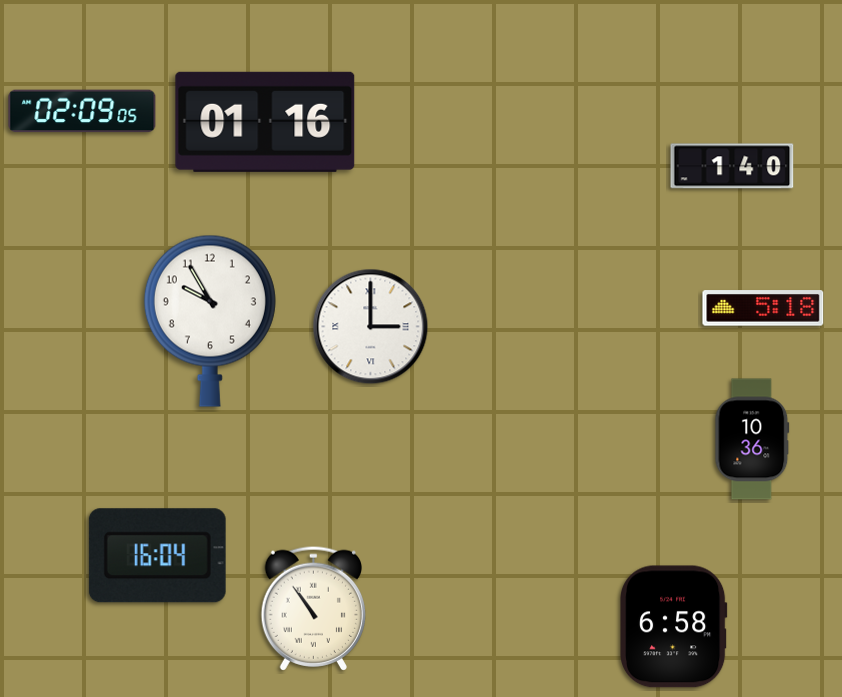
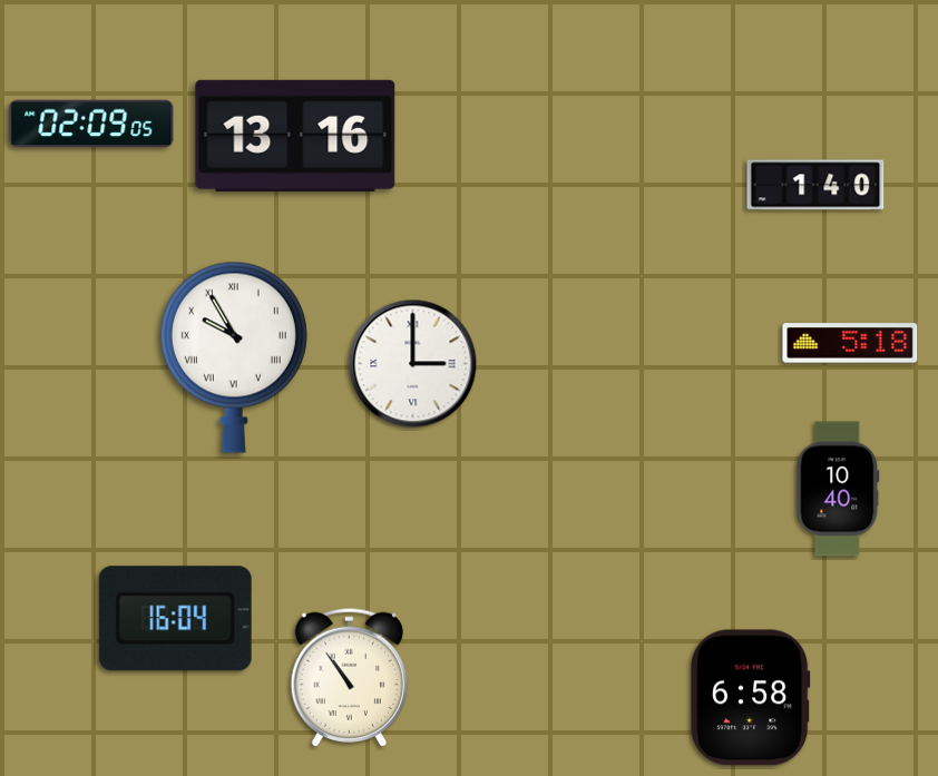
clock at (265, 122): 01:16 -> 13:16
clock at (210, 321) numerals: Arabic -> Roman
clock at (752, 439): 10:36 -> 10:40
